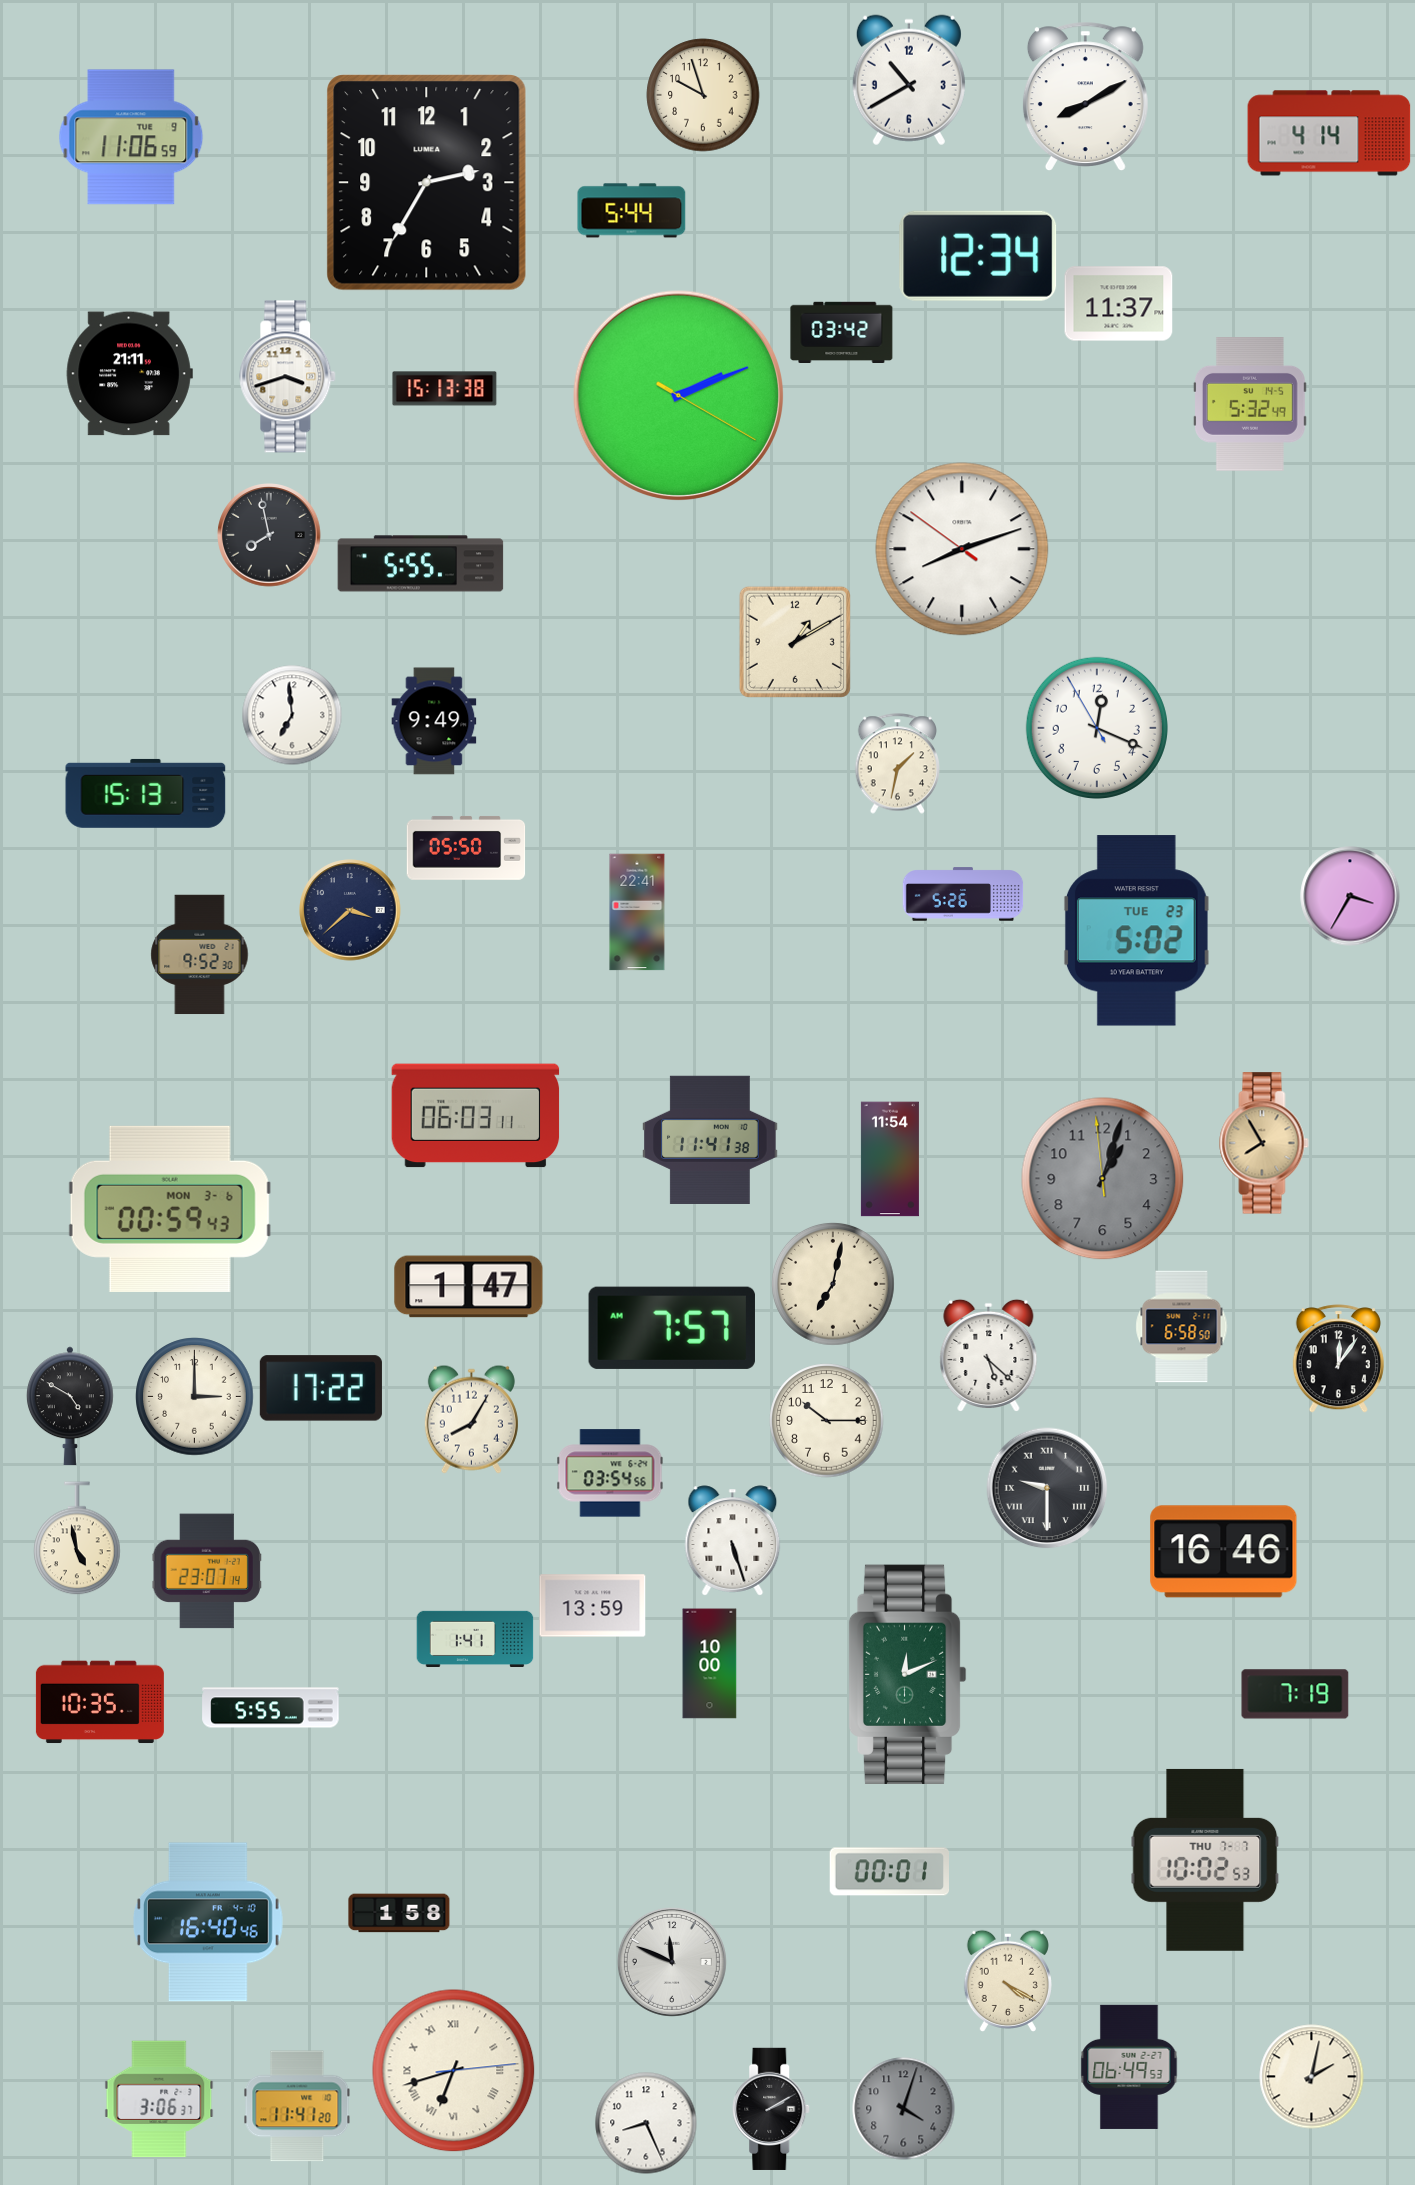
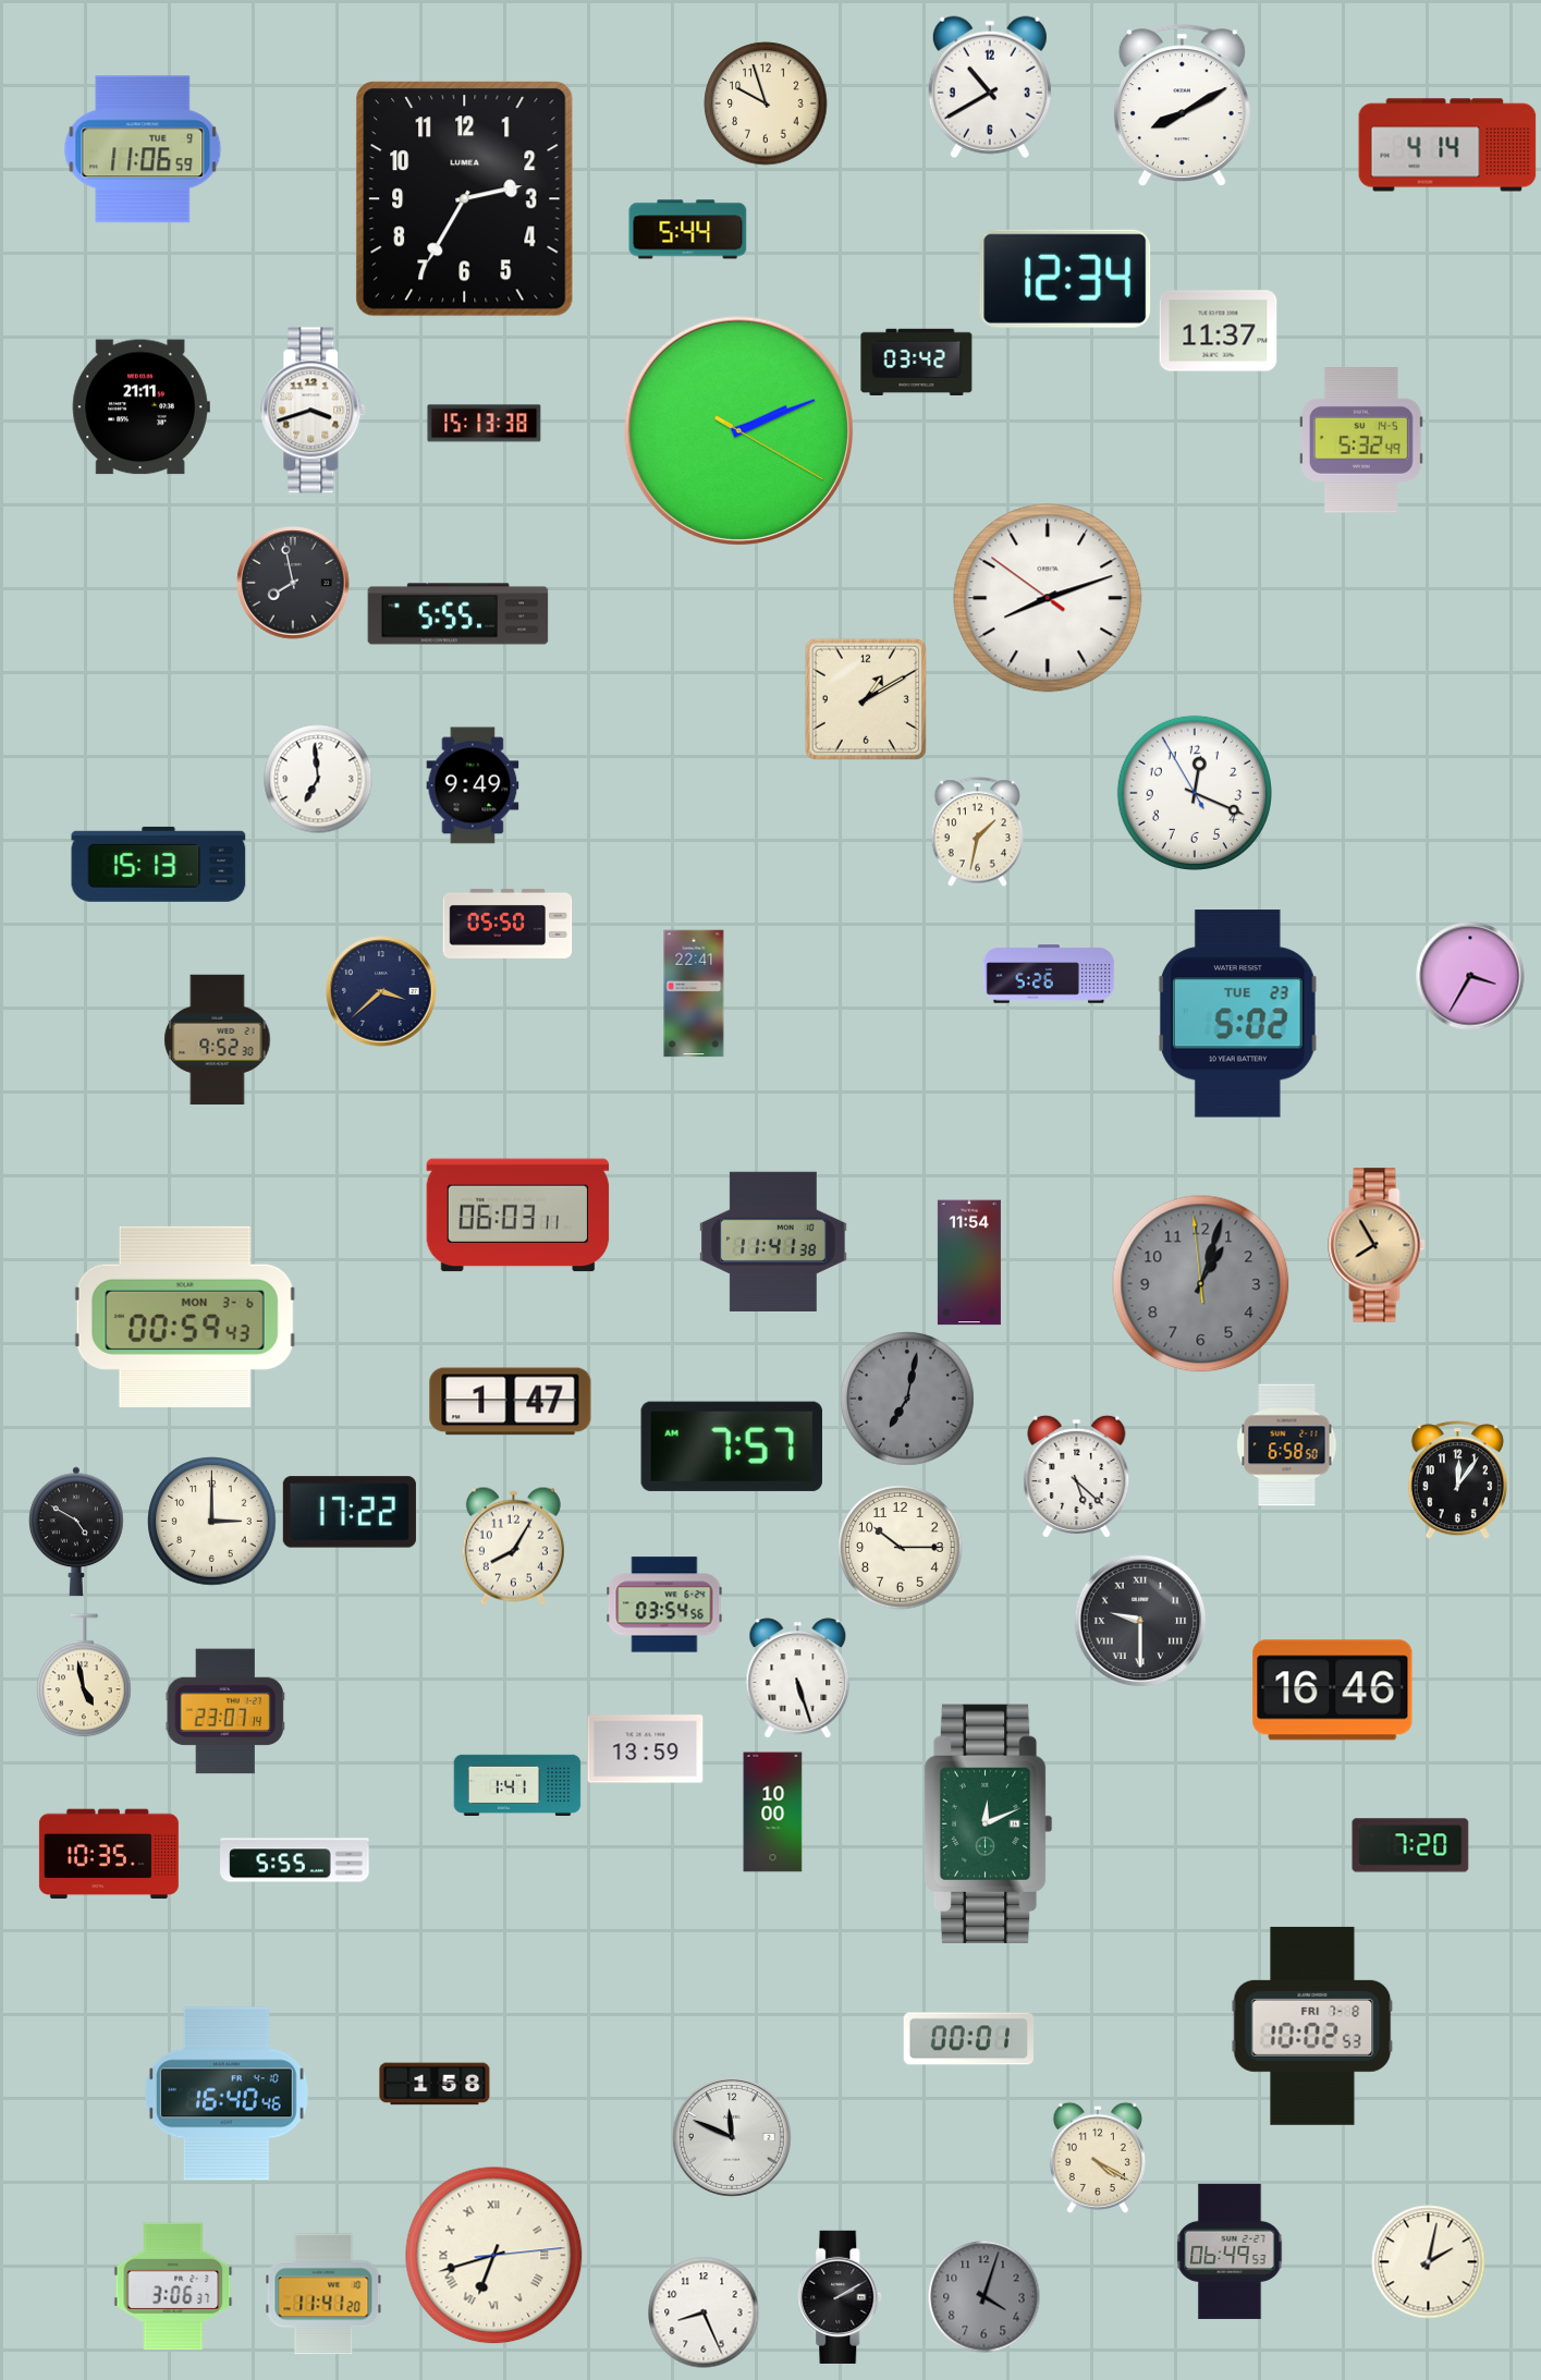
clock at (833, 1284) dial: cream -> grey
clock at (1295, 1694): 7:19 -> 7:20
clock at (1205, 1860) date: THU 7-7 -> FRI 7-8
